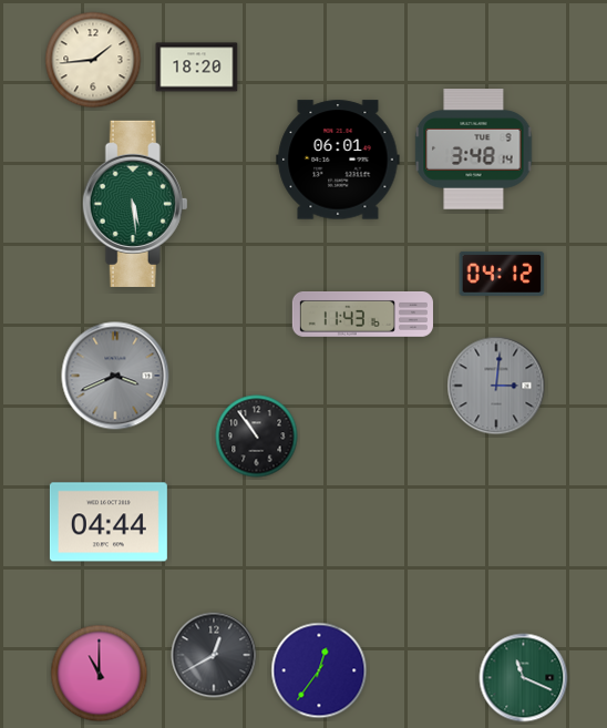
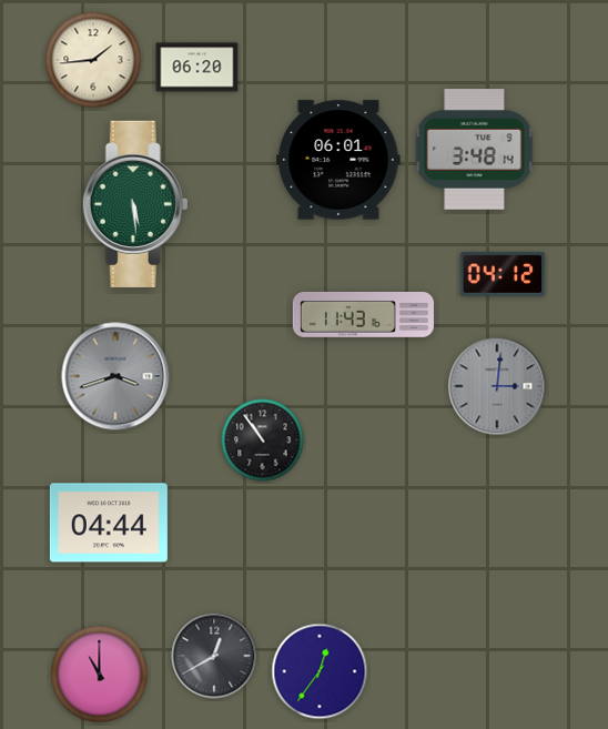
clock at (197, 68): 18:20 -> 06:20
clock at (115, 376): 3:41 -> 3:42
clock at (257, 437) position: (257, 437) -> (263, 441)
clock at (524, 678): 11:19 -> none
